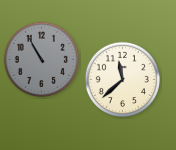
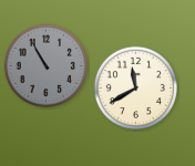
clock at (122, 79): 11:38 -> 11:40
